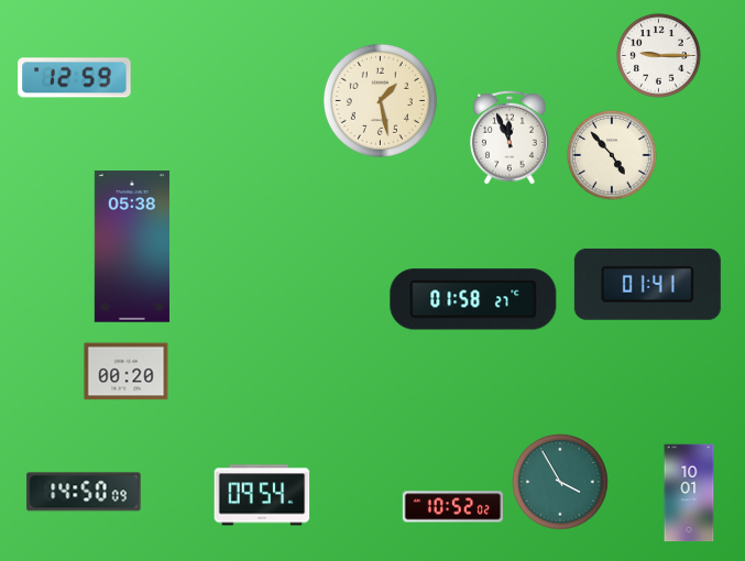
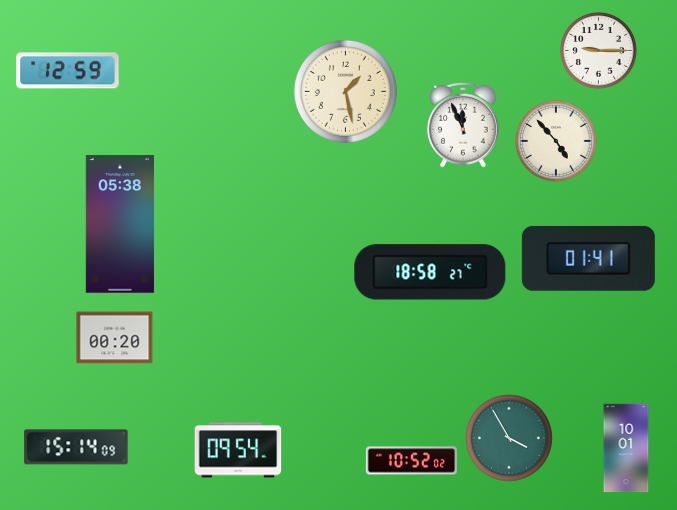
clock at (473, 299): 01:58 -> 18:58
clock at (84, 492): 14:50 -> 15:14
